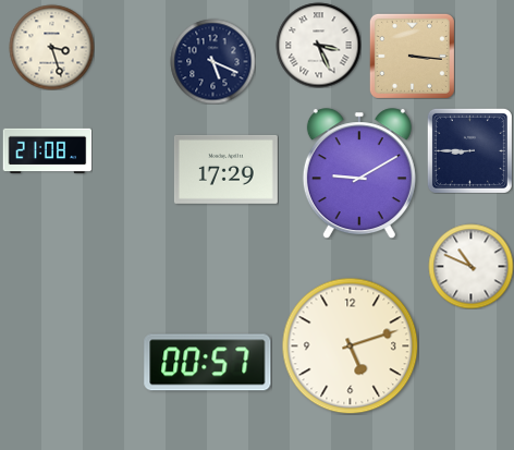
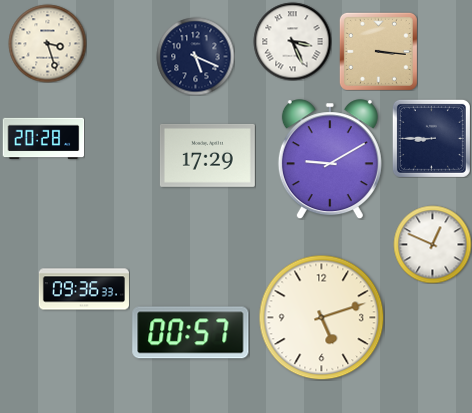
clock at (47, 151): 21:08 -> 20:28
clock at (470, 266): 10:49 -> 12:49
clock at (84, 289): none -> 09:36
